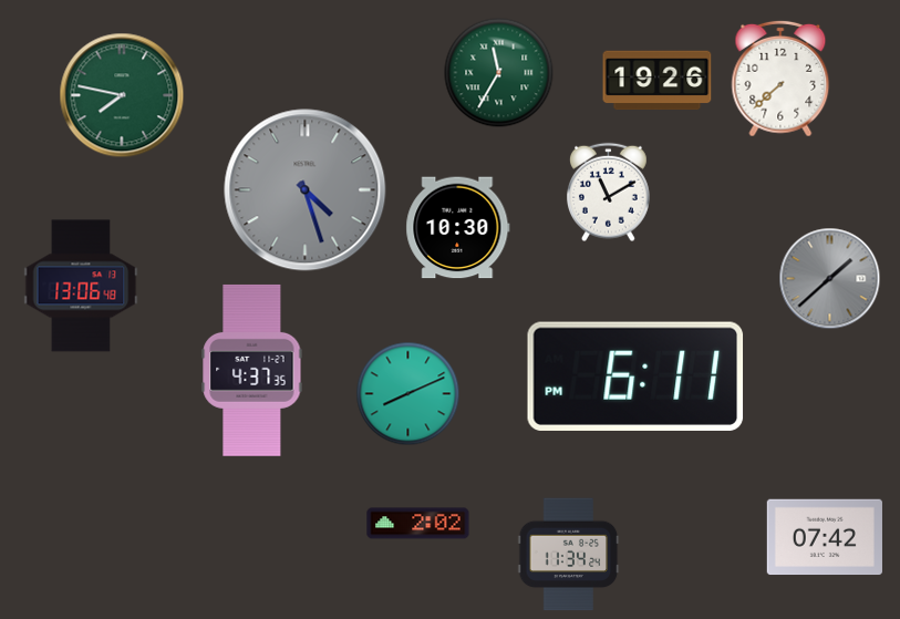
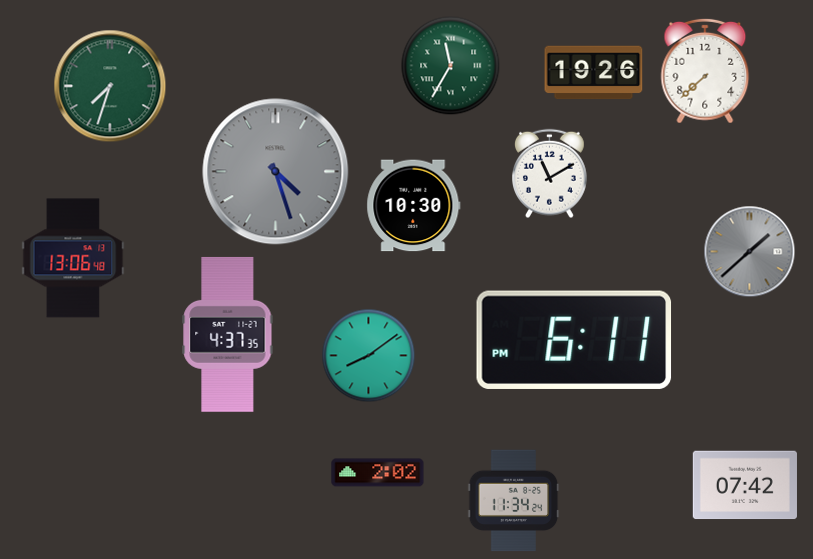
clock at (122, 95): 7:47 -> 7:33
clock at (408, 394): 8:11 -> 8:09
